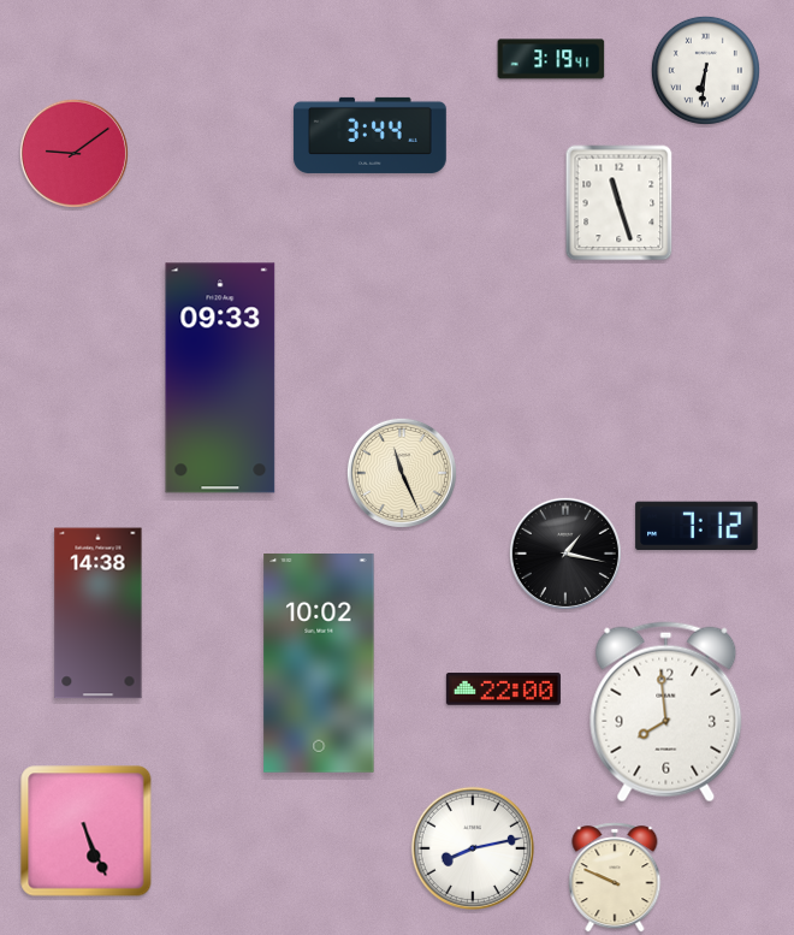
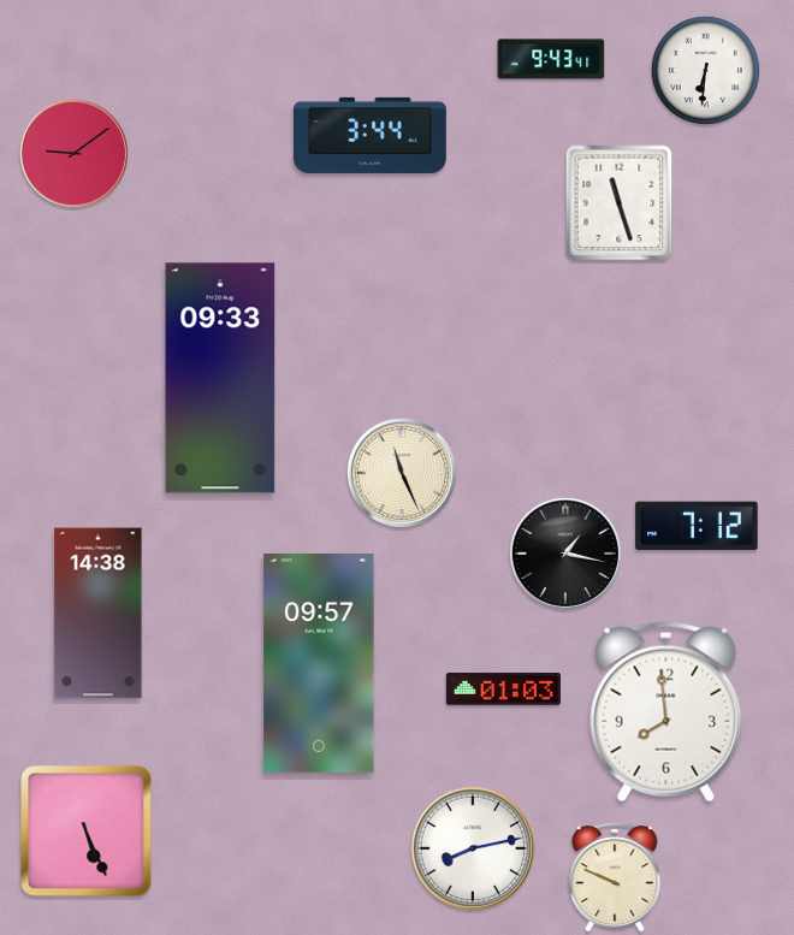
clock at (551, 59): 3:19 -> 9:43
clock at (319, 664): 10:02 -> 09:57
clock at (503, 690): 22:00 -> 01:03
